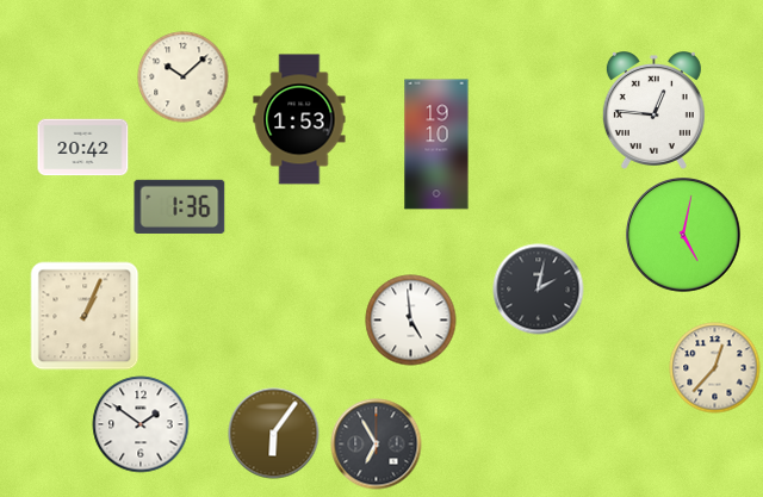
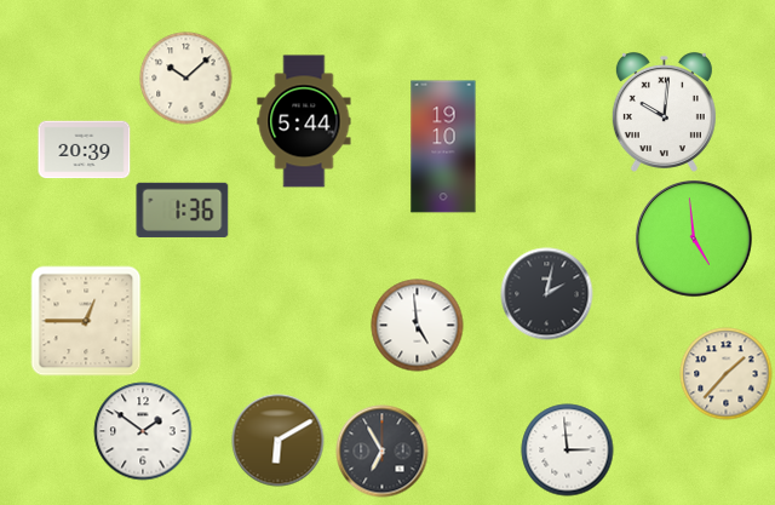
clock at (653, 111): 12:46 -> 10:01
clock at (299, 119): 1:53 -> 5:44
clock at (83, 148): 20:42 -> 20:39
clock at (683, 235): 5:02 -> 4:59
clock at (85, 316): 1:04 -> 12:45
clock at (715, 368): 12:37 -> 1:37
clock at (274, 434): 6:06 -> 6:10
clock at (568, 451): none -> 2:59
